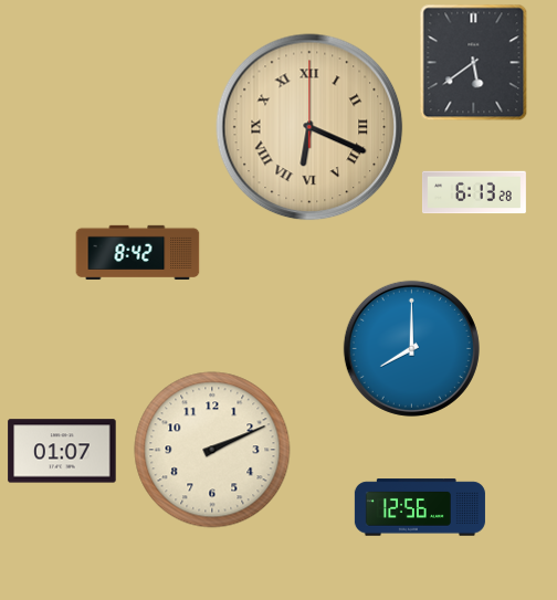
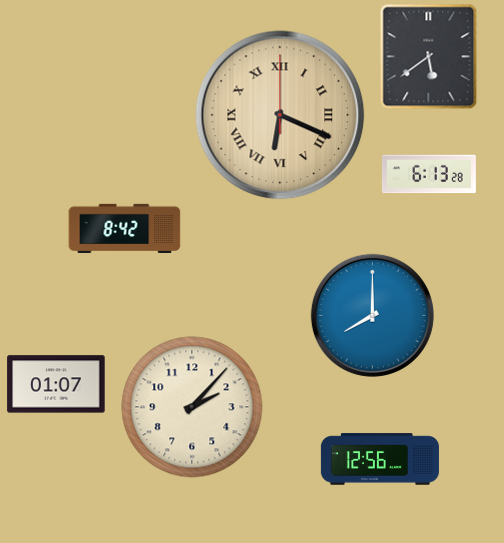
clock at (212, 450): 2:11 -> 2:07
clock at (62, 451) position: (62, 451) -> (56, 384)
